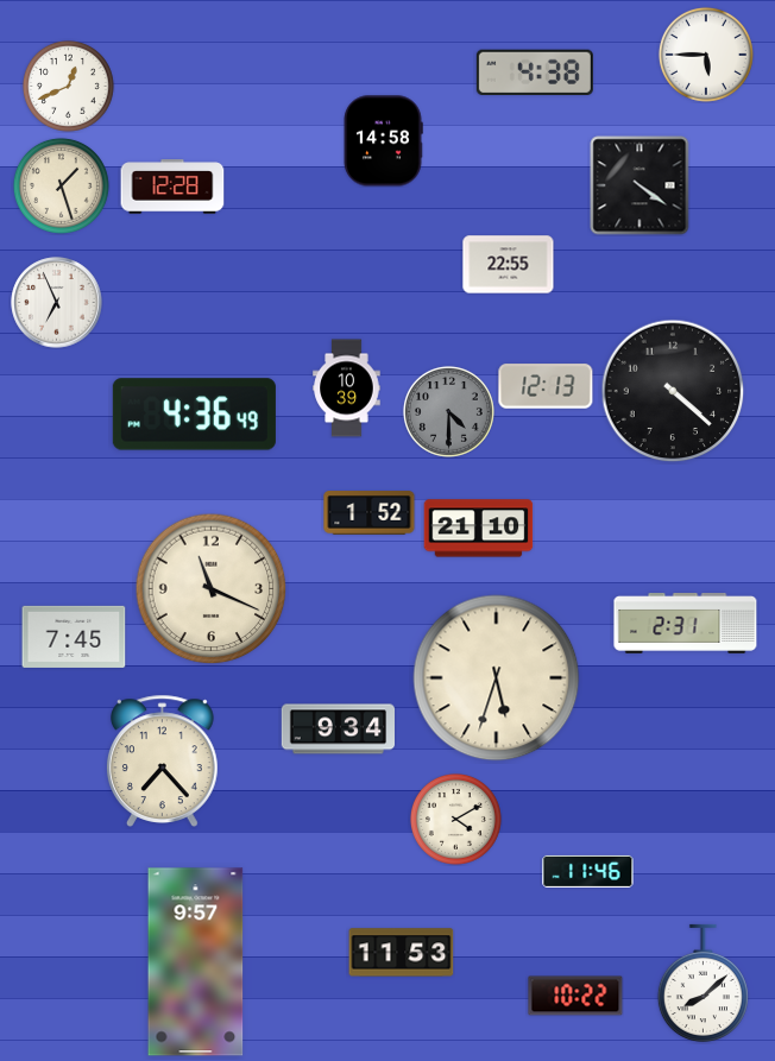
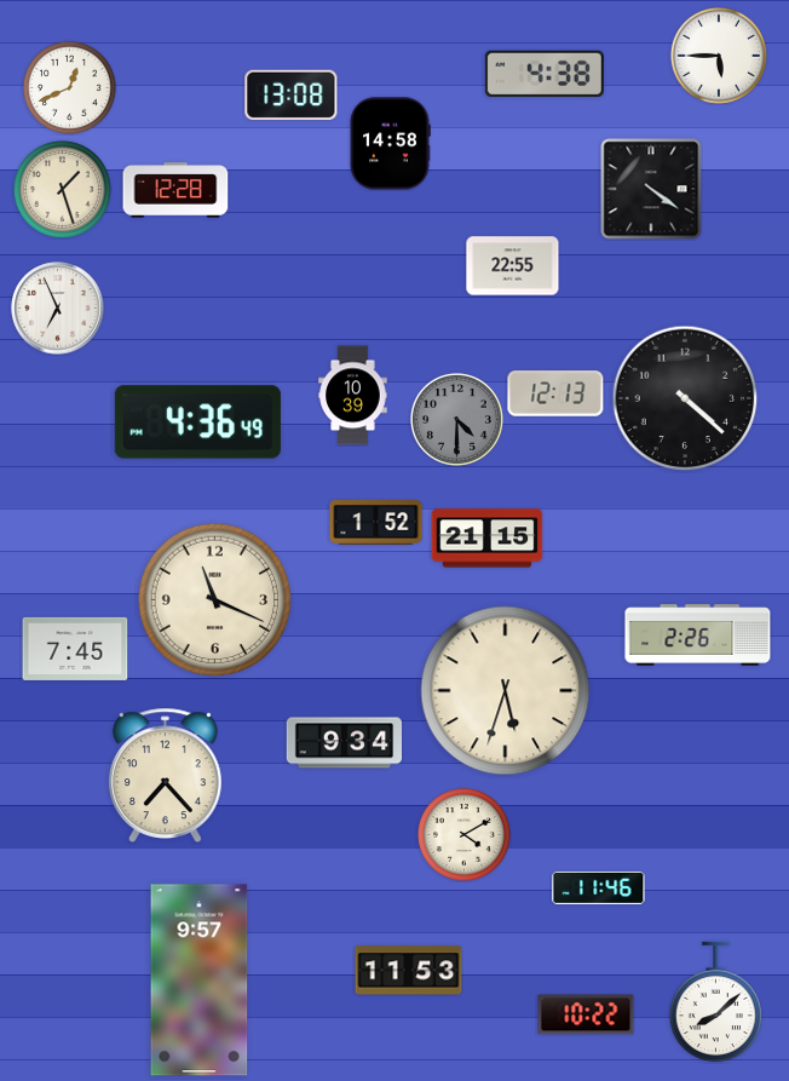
clock at (292, 96): none -> 13:08
clock at (509, 265) position: (509, 265) -> (513, 266)
clock at (479, 529): 21:10 -> 21:15
clock at (686, 624): 2:31 -> 2:26
